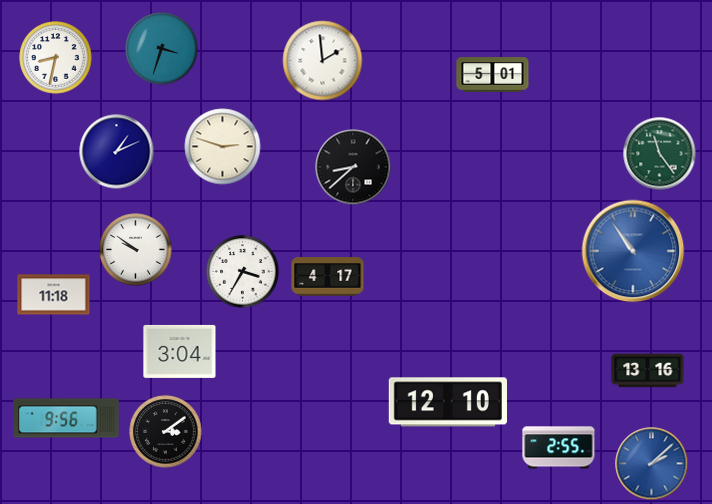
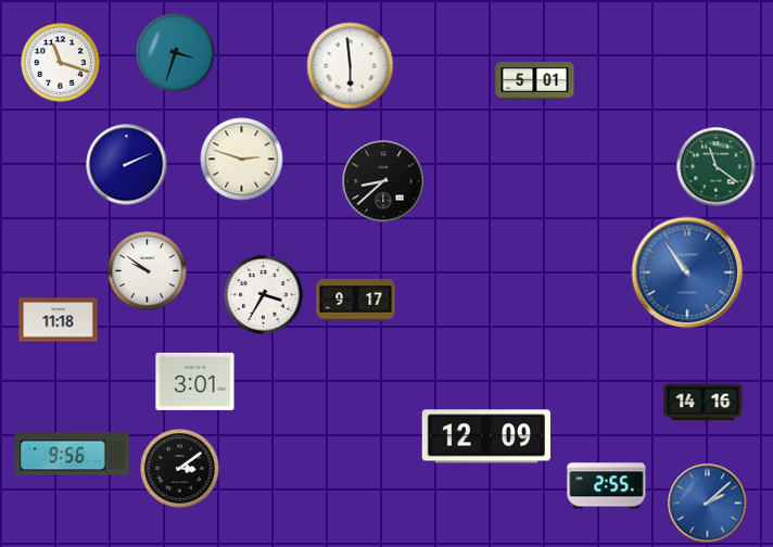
clock at (56, 58): 8:32 -> 11:18
clock at (323, 61): 1:59 -> 5:59
clock at (117, 152): 1:11 -> 2:11
clock at (660, 154): 11:24 -> 11:21
clock at (328, 277): 4:17 -> 9:17
clock at (180, 351): 3:04 -> 3:01
clock at (648, 371): 13:16 -> 14:16
clock at (448, 402): 12:10 -> 12:09
